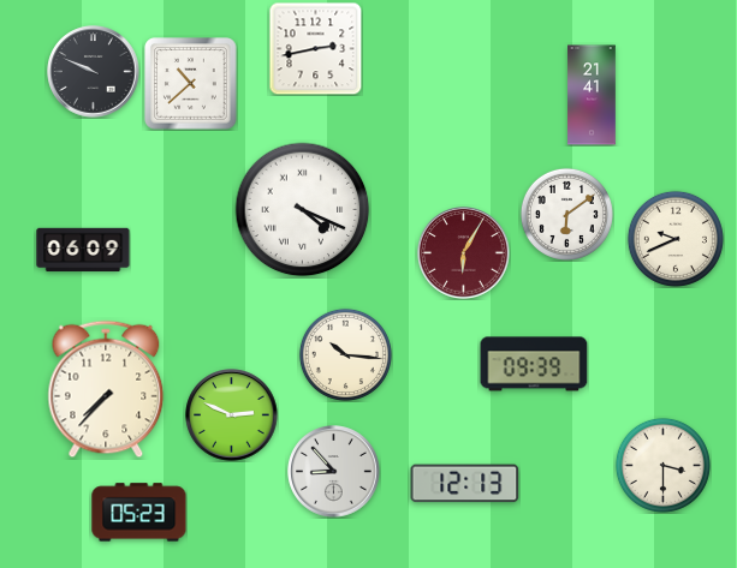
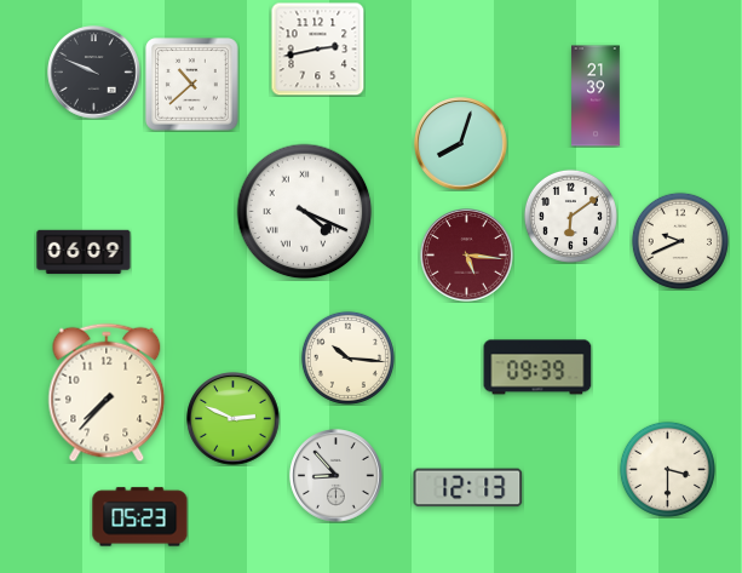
clock at (592, 95): 21:41 -> 21:39
clock at (461, 144): none -> 8:03
clock at (464, 253): 6:05 -> 5:16
